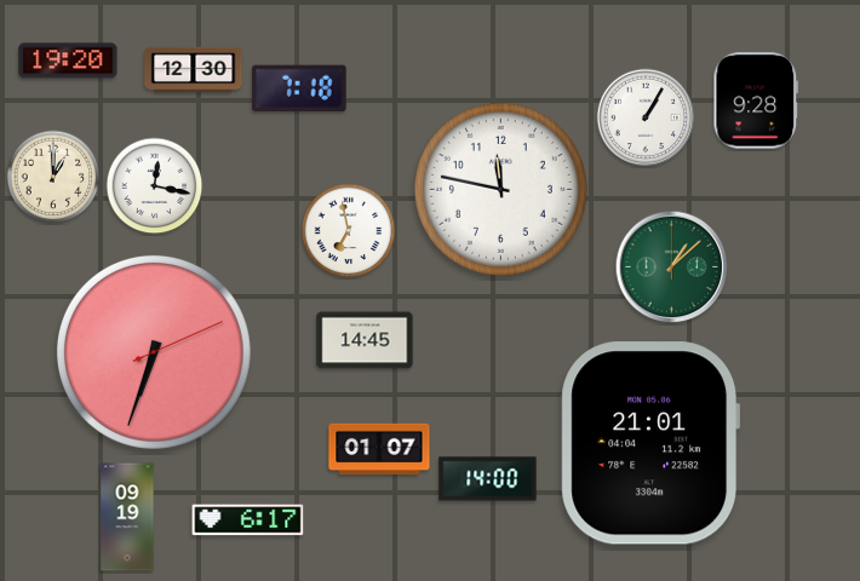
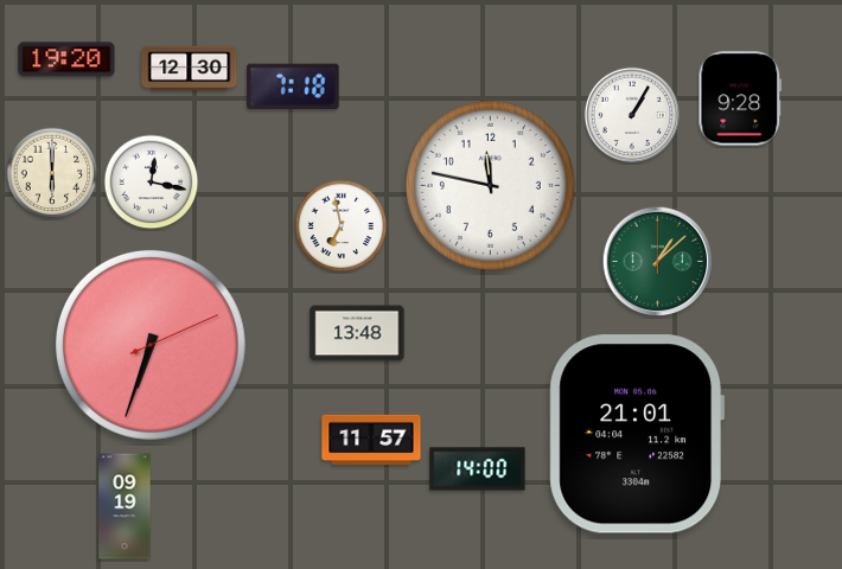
clock at (53, 177): 1:00 -> 6:00
clock at (365, 340): 14:45 -> 13:48
clock at (379, 449): 01:07 -> 11:57
clock at (248, 520): 6:17 -> none
